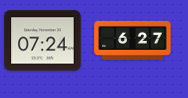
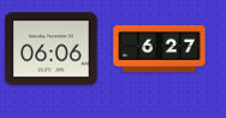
clock at (43, 41): 07:24 -> 06:06
